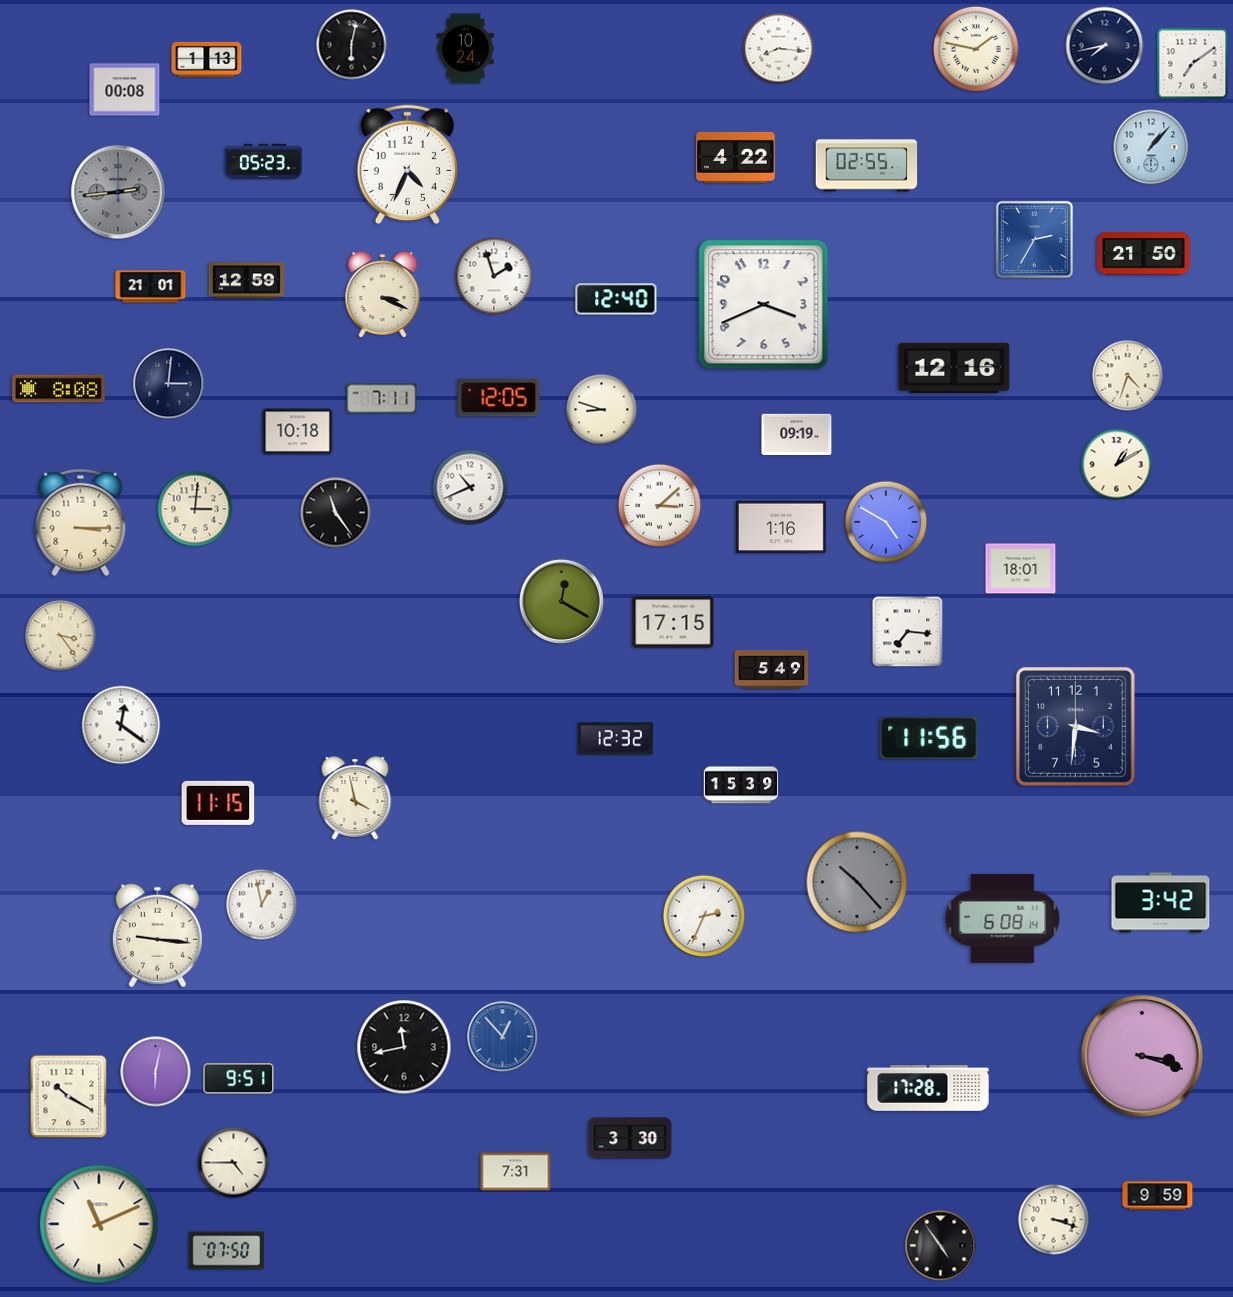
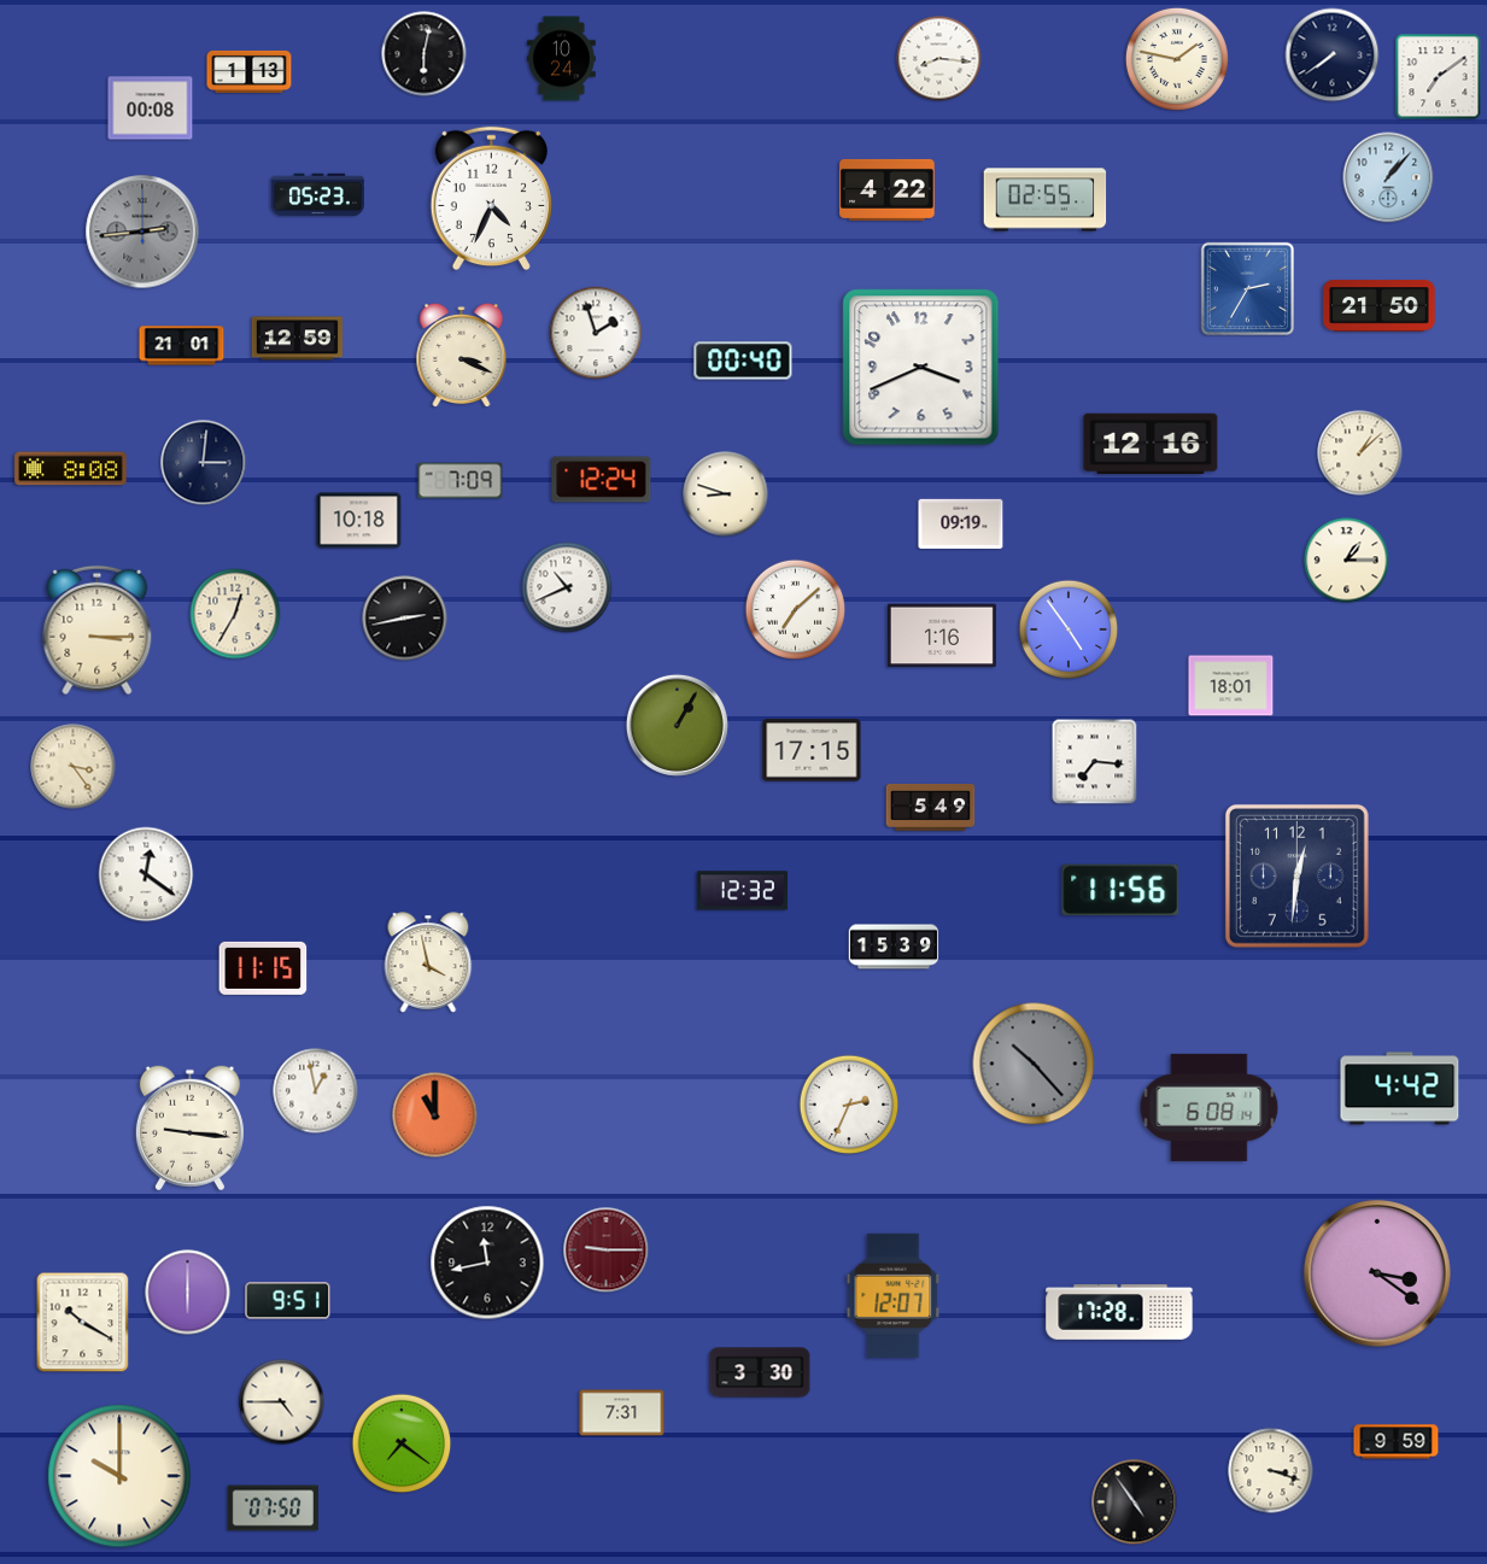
clock at (1105, 46): 7:43 -> 7:39
clock at (616, 299): 12:40 -> 00:40
clock at (1128, 376): 4:33 -> 1:08
clock at (499, 398): 12:05 -> 12:24
clock at (382, 399): 7:11 -> 7:09
clock at (1117, 465): 1:10 -> 1:15
clock at (660, 506): 3:08 -> 7:08
clock at (195, 509): 3:01 -> 12:35
clock at (336, 513): 11:24 -> 2:43
clock at (886, 522): 4:50 -> 4:54
clock at (561, 601): 12:20 -> 1:05
clock at (1075, 726): 3:31 -> 12:31
clock at (1161, 903): 3:42 -> 4:42
clock at (435, 1115): none -> 11:00
clock at (503, 1037): 12:53 -> 9:15
clock at (503, 1037) dial: blue -> burgundy
clock at (1143, 1057): 3:18 -> 3:21
clock at (156, 1072): 6:02 -> 6:00
clock at (894, 1295): none -> 12:07
clock at (402, 1443): none -> 7:21
clock at (99, 1224): 11:11 -> 10:00
